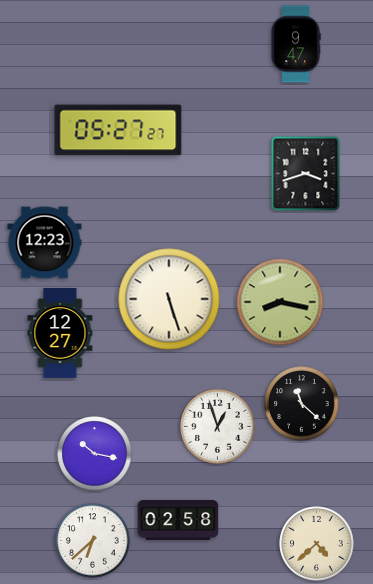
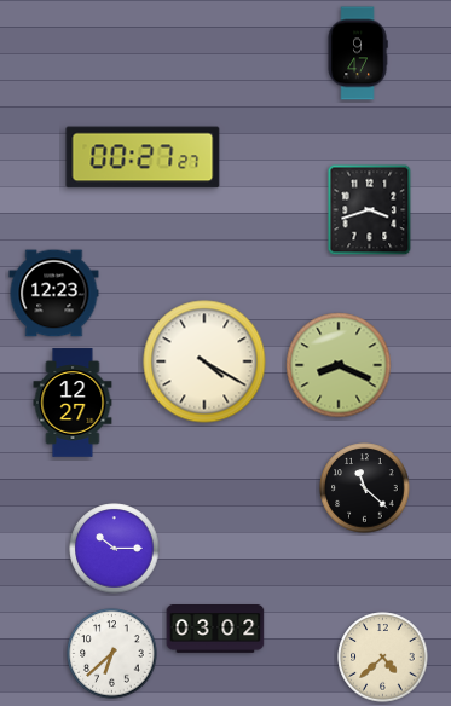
clock at (118, 130): 05:27 -> 00:27
clock at (169, 299): 5:27 -> 4:20
clock at (280, 302): 8:17 -> 8:19
clock at (218, 427): 12:57 -> none
clock at (95, 454): 10:17 -> 10:15
clock at (178, 521): 02:58 -> 03:02
